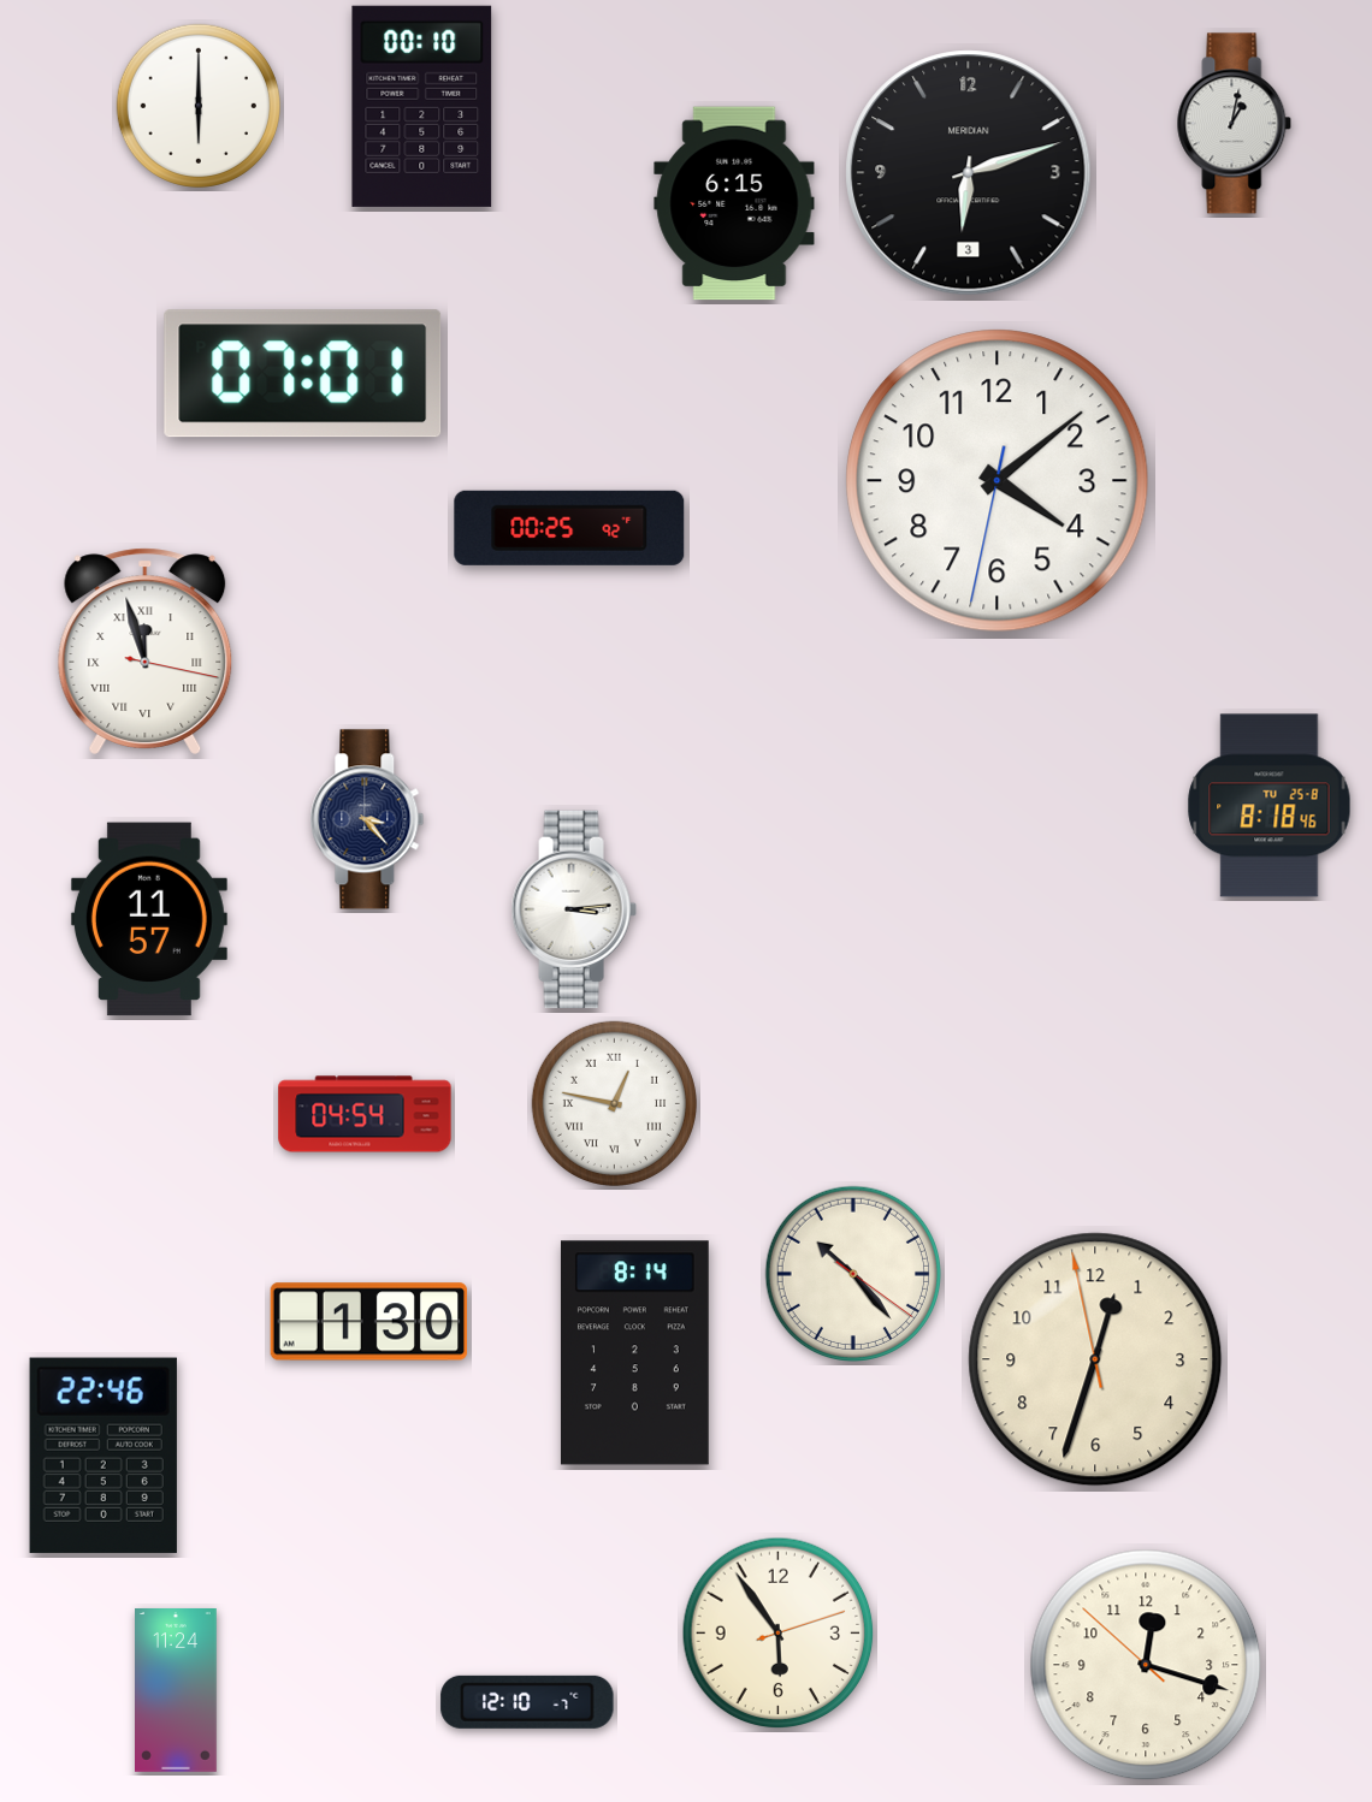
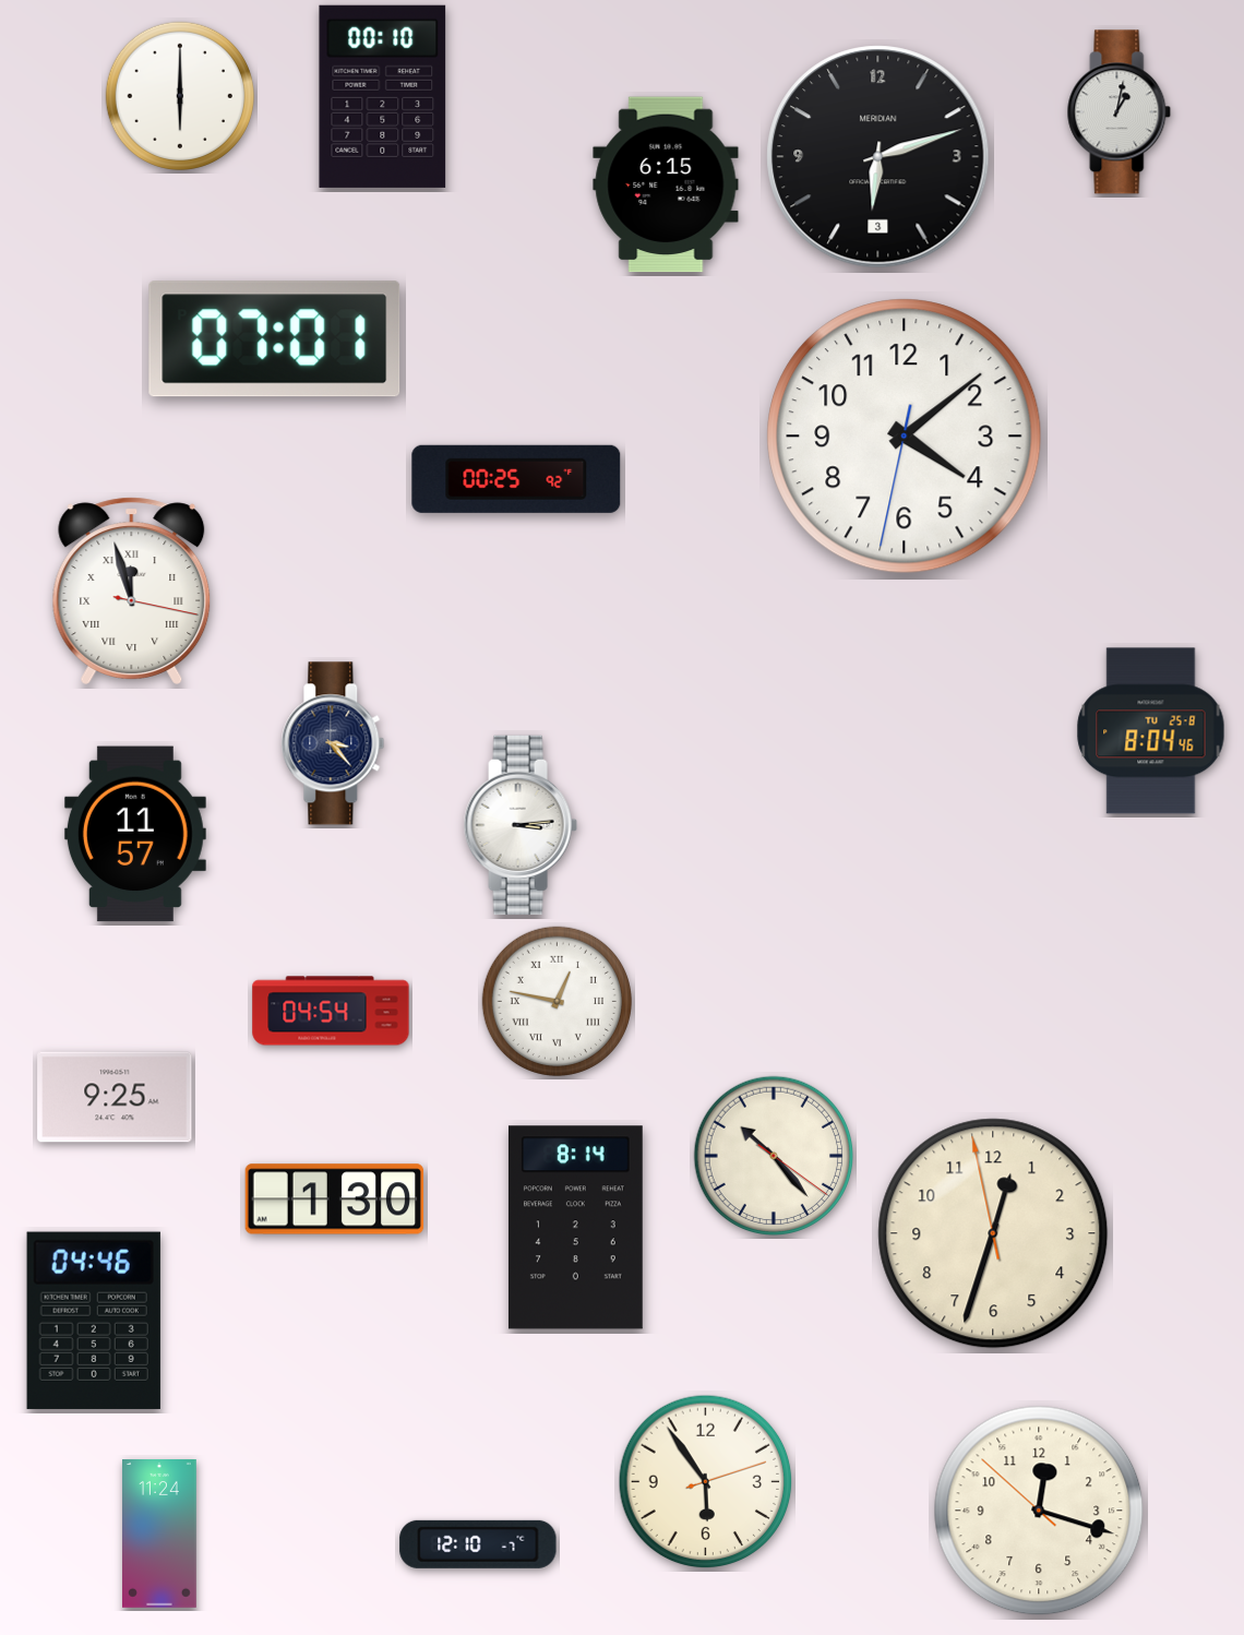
clock at (1270, 806): 8:18 -> 8:04
clock at (115, 1097): none -> 9:25
clock at (104, 1456): 22:46 -> 04:46
